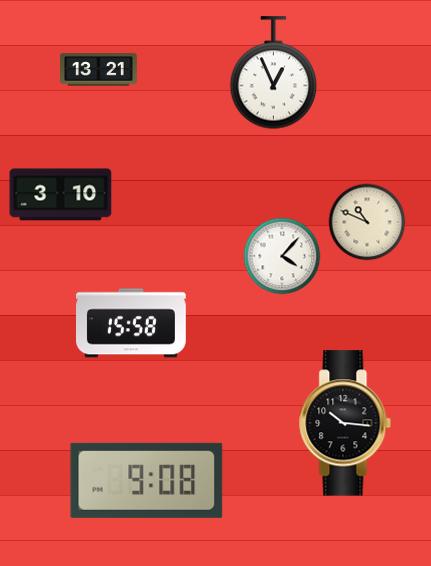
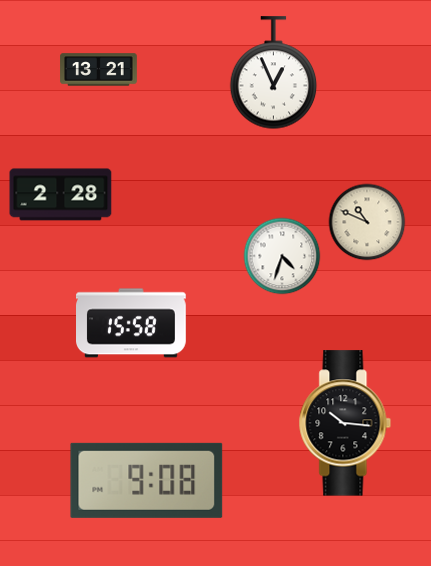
clock at (61, 195): 3:10 -> 2:28
clock at (282, 256): 4:07 -> 4:33
